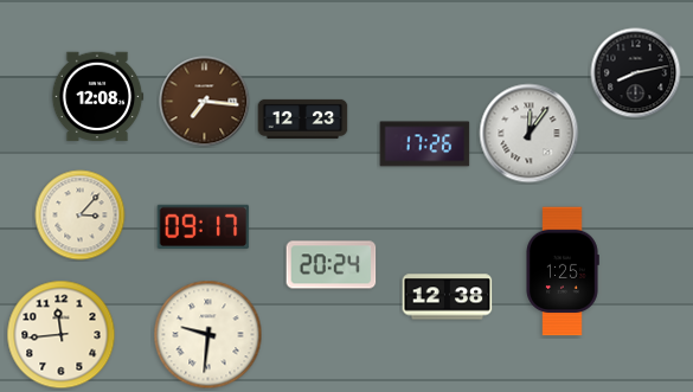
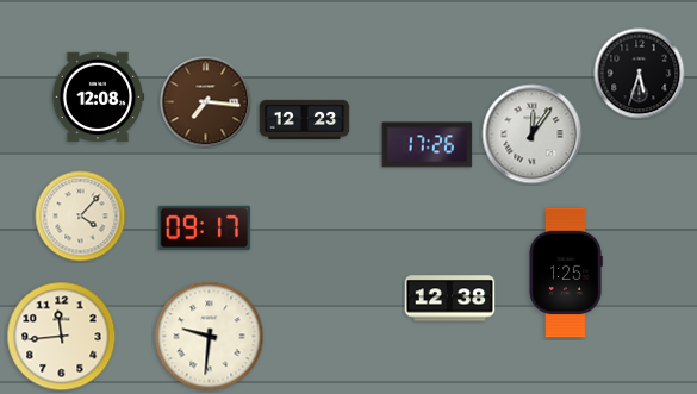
clock at (636, 73): 8:13 -> 5:33
clock at (81, 216): 3:07 -> 4:07
clock at (332, 265): 20:24 -> none
